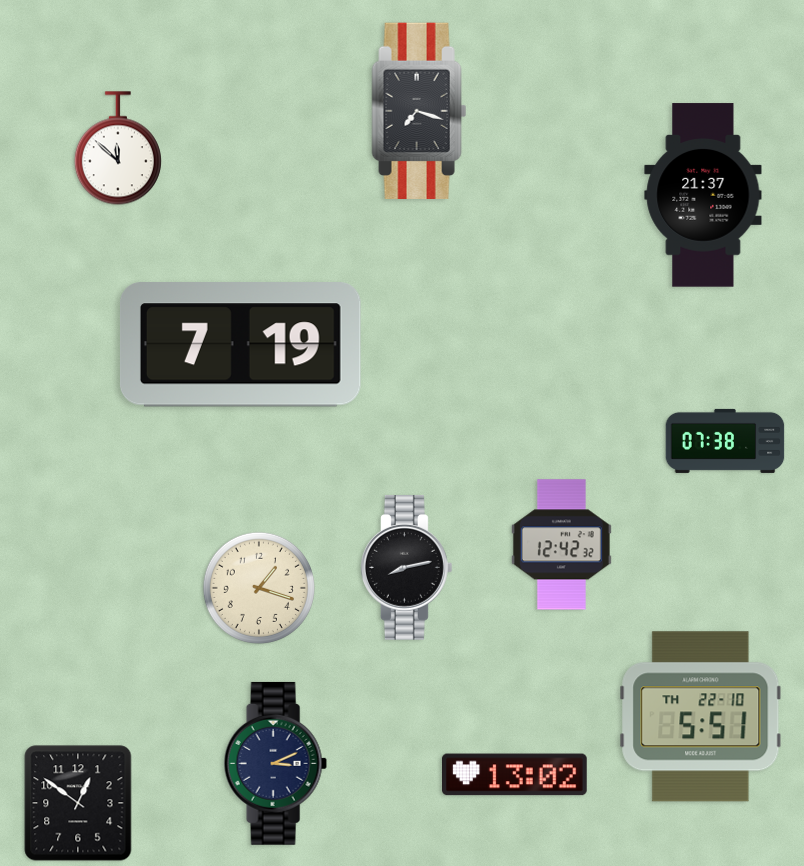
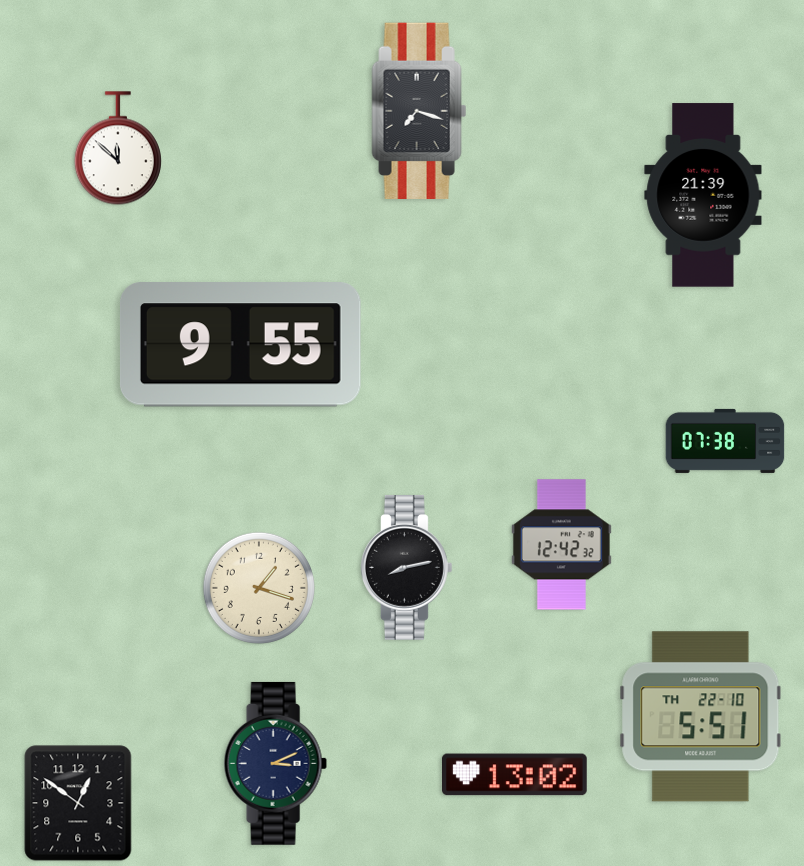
clock at (703, 195): 21:37 -> 21:39
clock at (240, 345): 7:19 -> 9:55
